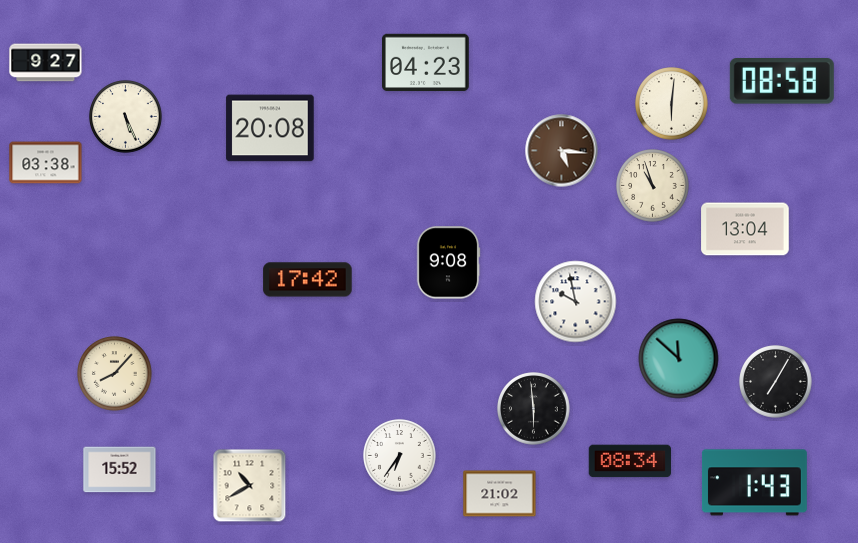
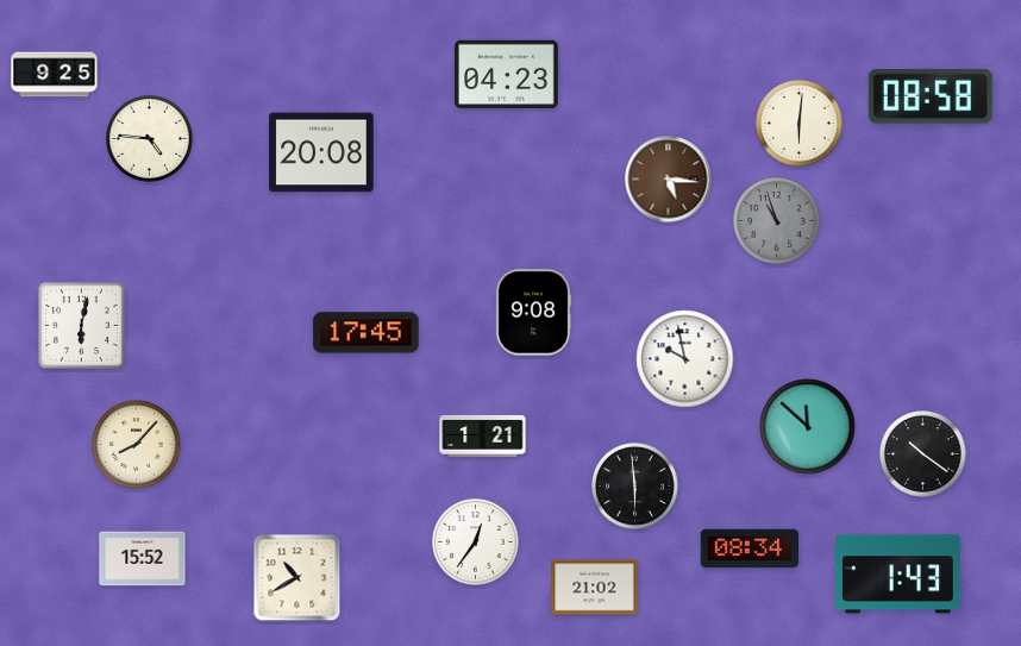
clock at (46, 63): 9:27 -> 9:25
clock at (126, 117): 5:26 -> 4:46
clock at (46, 163): 03:38 -> none
clock at (653, 186) dial: cream -> grey
clock at (745, 229): 13:04 -> none
clock at (81, 325): none -> 6:02
clock at (308, 280): 17:42 -> 17:45
clock at (483, 435): none -> 1:21
clock at (776, 382): 7:05 -> 10:21
clock at (400, 456): 6:36 -> 12:36
